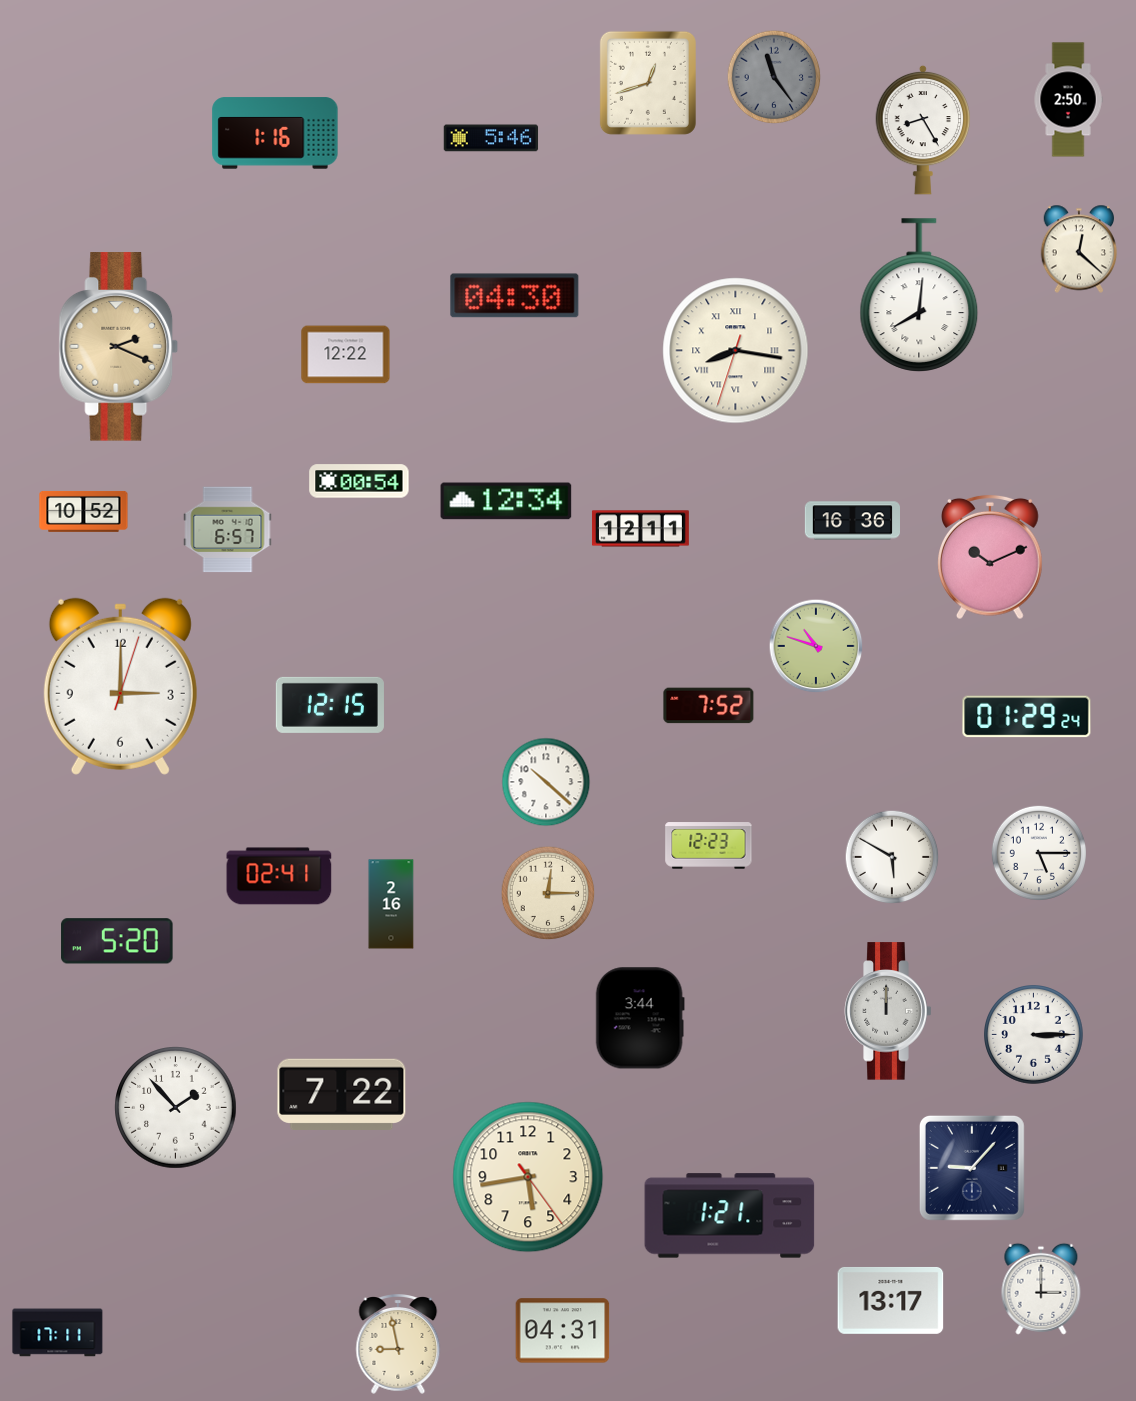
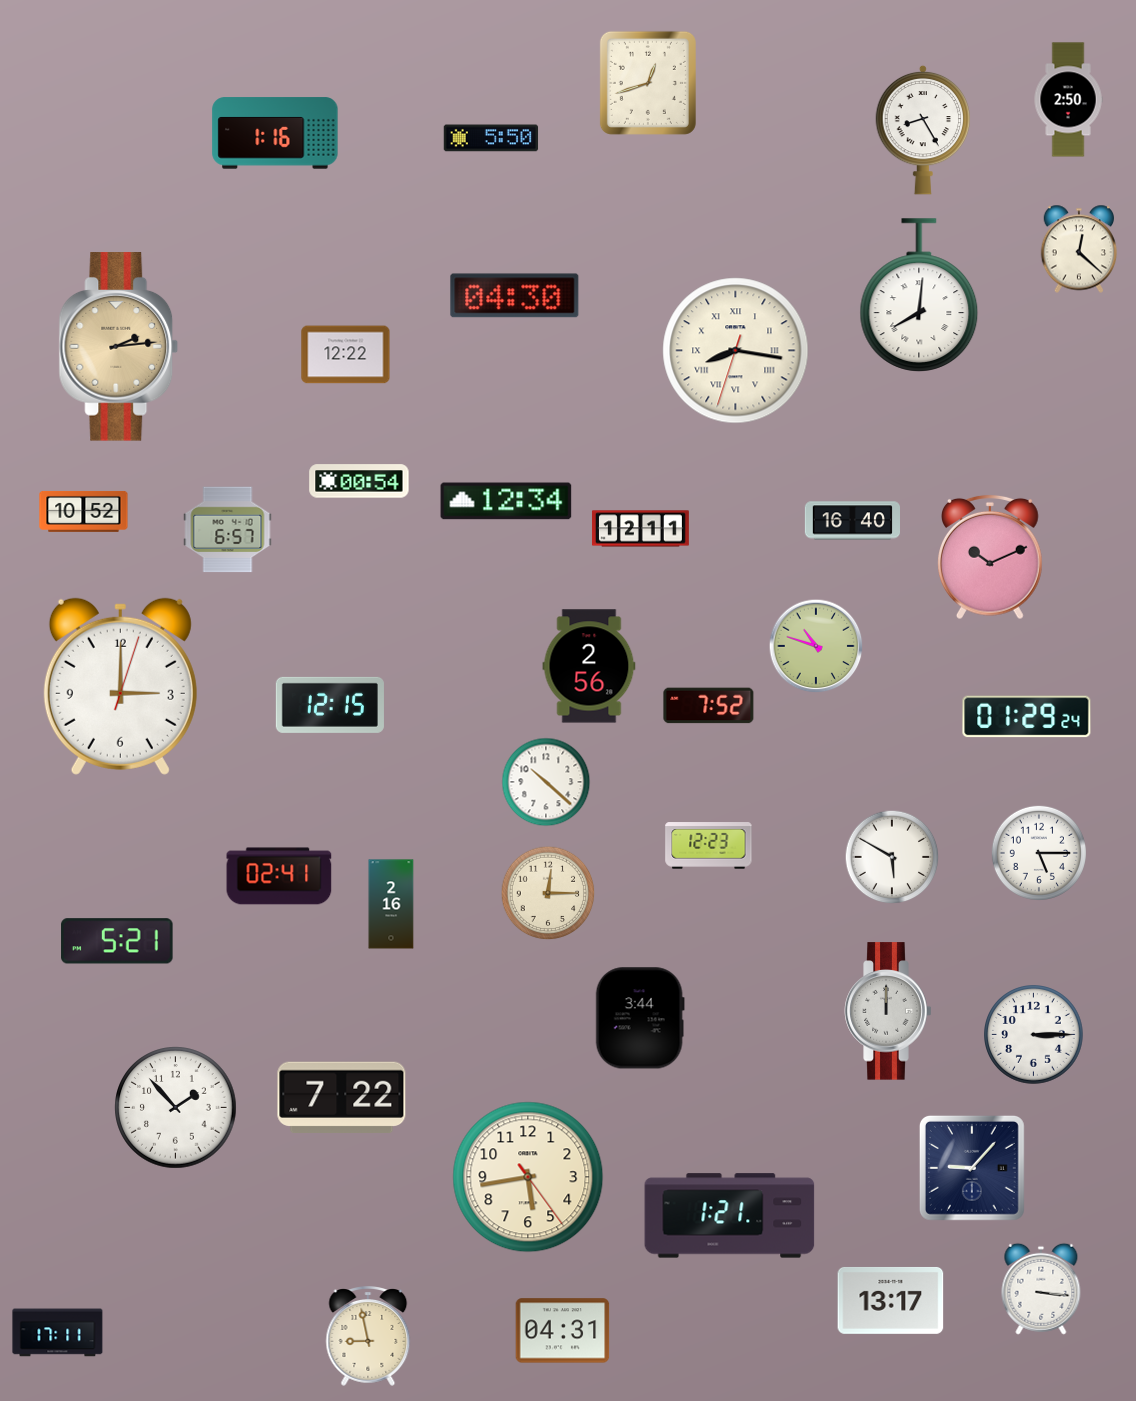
clock at (774, 77): 11:24 -> none
clock at (491, 138): 5:46 -> 5:50
clock at (119, 347): 2:19 -> 2:14
clock at (852, 521): 16:36 -> 16:40
clock at (589, 666): none -> 2:56
clock at (117, 941): 5:20 -> 5:21
clock at (342, 1094) position: (342, 1094) -> (342, 1097)
clock at (1041, 1289): 3:00 -> 3:16
clock at (398, 1344) position: (398, 1344) -> (368, 1336)
